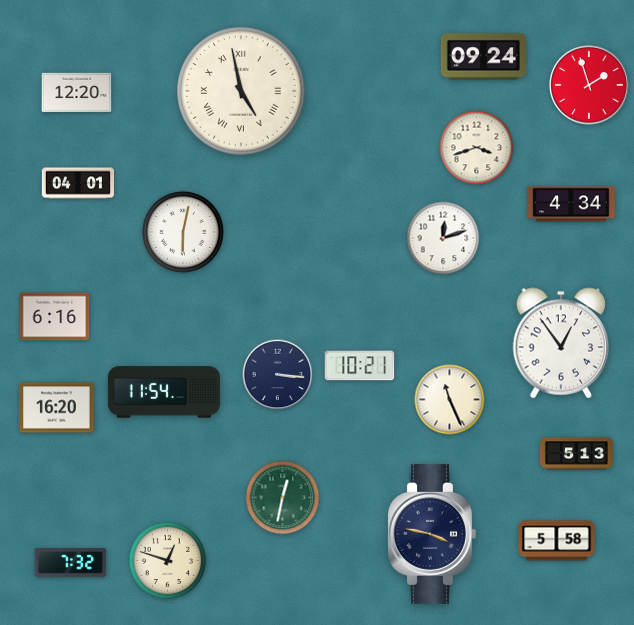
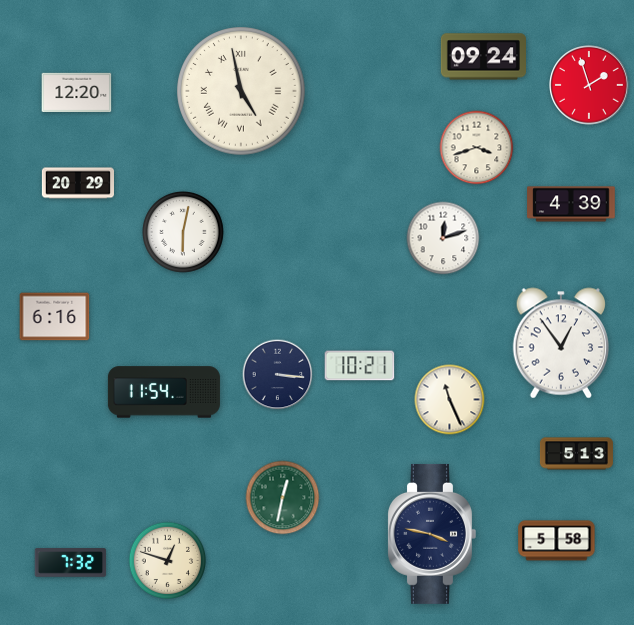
clock at (77, 183): 04:01 -> 20:29
clock at (571, 204): 4:34 -> 4:39
clock at (57, 408): 16:20 -> none
